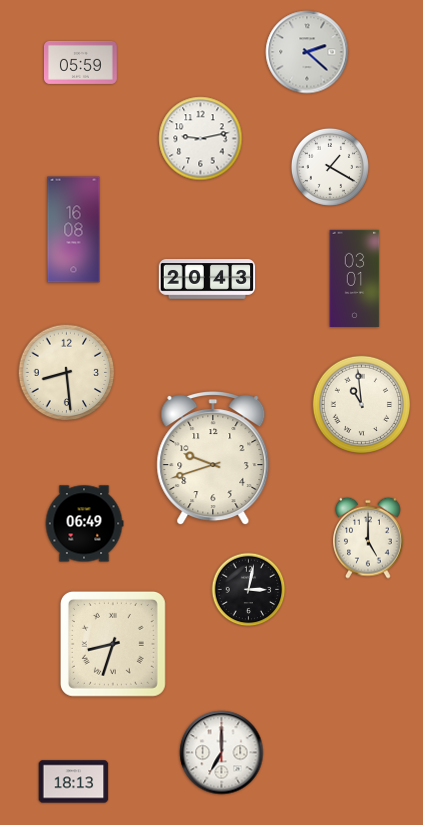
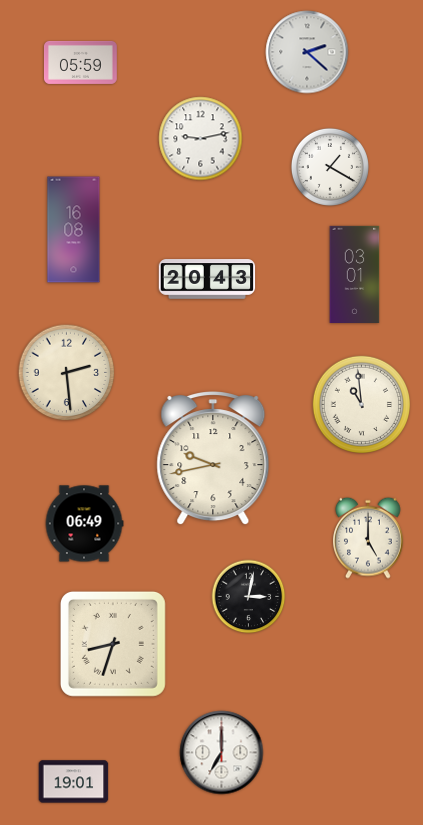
clock at (355, 278) position: (355, 278) -> (355, 274)
clock at (67, 373): 8:29 -> 2:29
clock at (213, 459): 9:42 -> 9:43
clock at (249, 590) position: (249, 590) -> (249, 597)
clock at (74, 782): 18:13 -> 19:01
